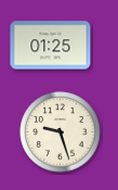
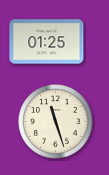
clock at (61, 132): 9:27 -> 11:27
